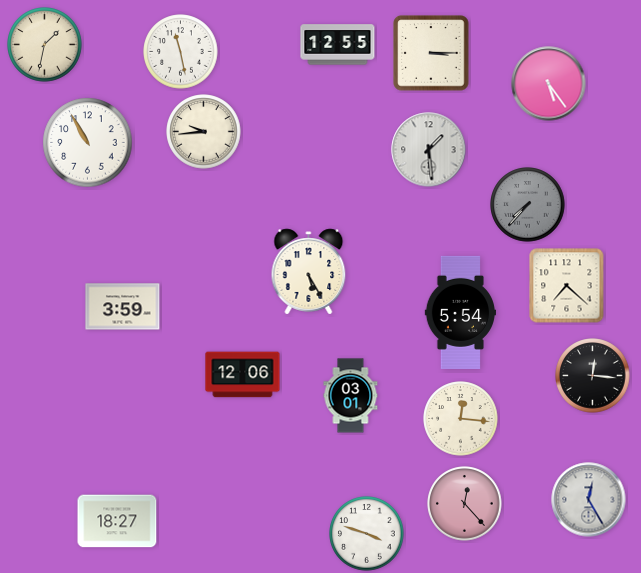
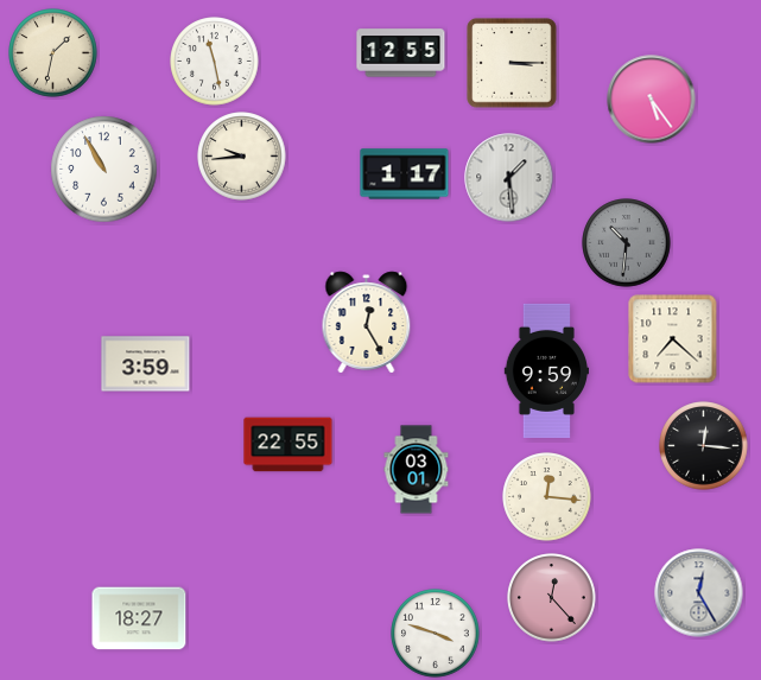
clock at (405, 174): none -> 1:17
clock at (528, 205): 7:37 -> 10:31
clock at (309, 272): 5:25 -> 12:25
clock at (460, 312): 5:54 -> 9:59
clock at (243, 375): 12:06 -> 22:55
